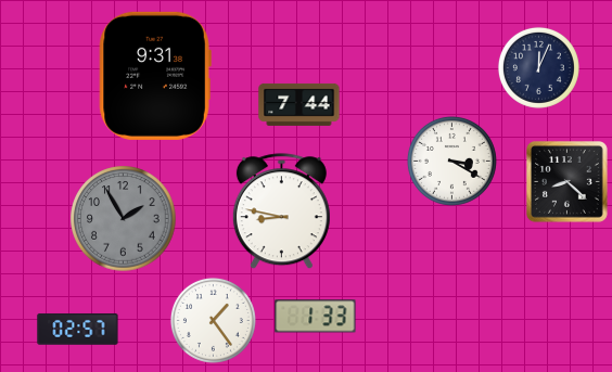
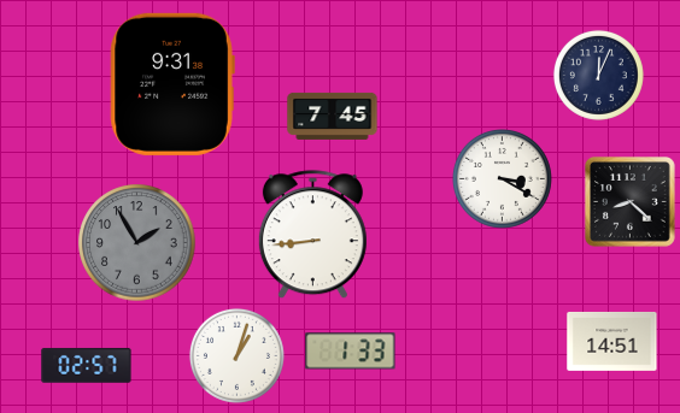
clock at (299, 104): 7:44 -> 7:45
clock at (281, 211): 8:47 -> 8:44
clock at (612, 341): none -> 14:51
clock at (213, 320): 1:24 -> 1:03
